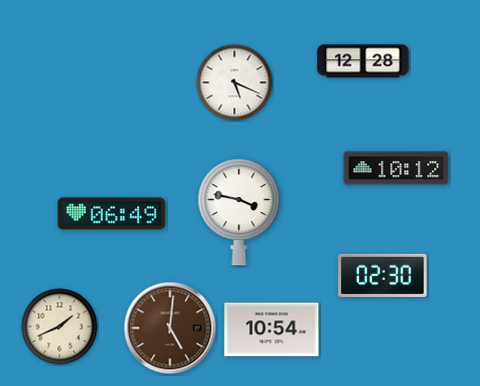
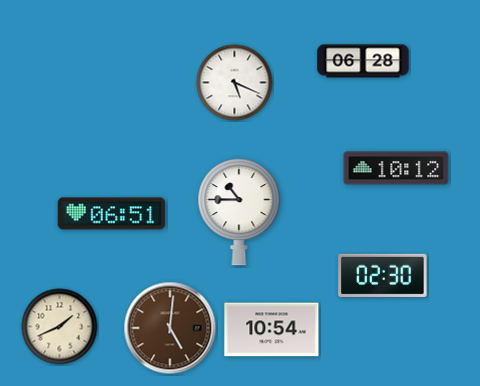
clock at (363, 61): 12:28 -> 06:28
clock at (239, 212): 3:47 -> 10:45
clock at (112, 214): 06:49 -> 06:51
